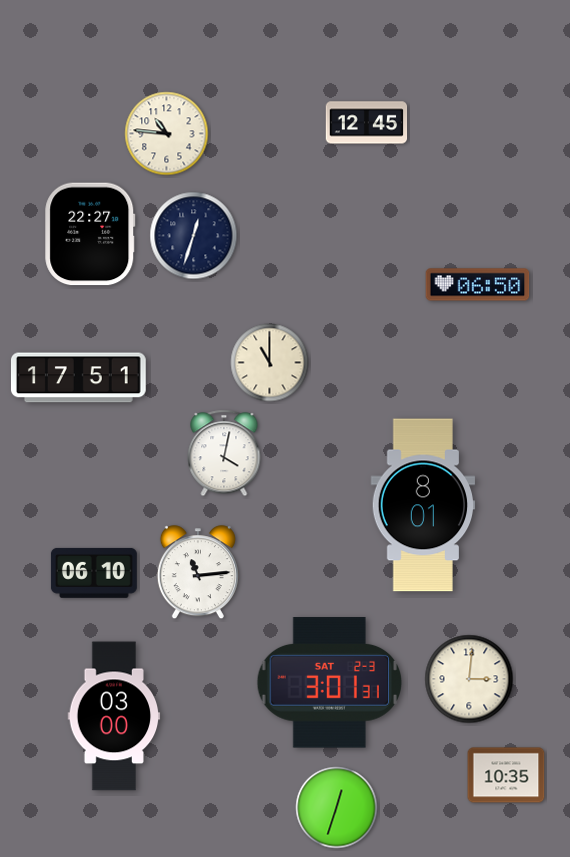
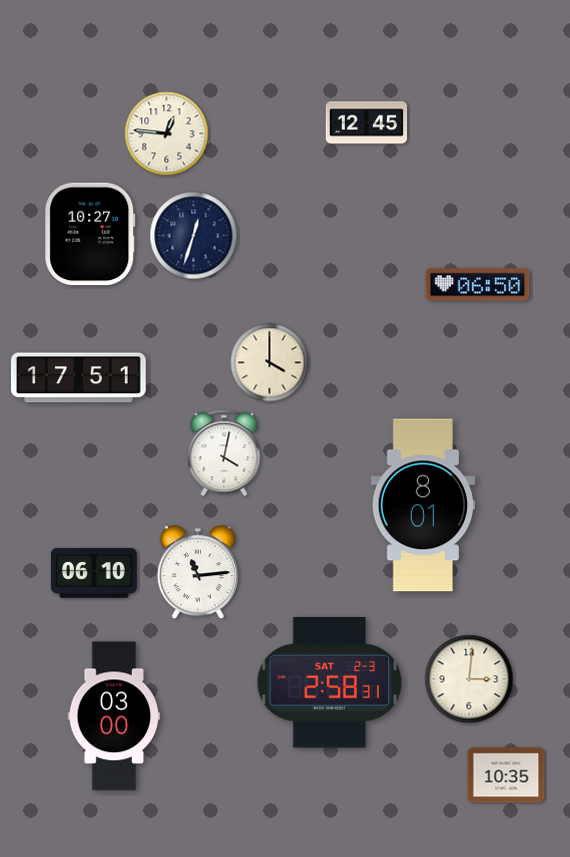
clock at (167, 134): 10:46 -> 12:46
clock at (90, 234): 22:27 -> 10:27
clock at (270, 363): 11:00 -> 4:00
clock at (329, 683): 3:01 -> 2:58
clock at (337, 808): 12:33 -> none
